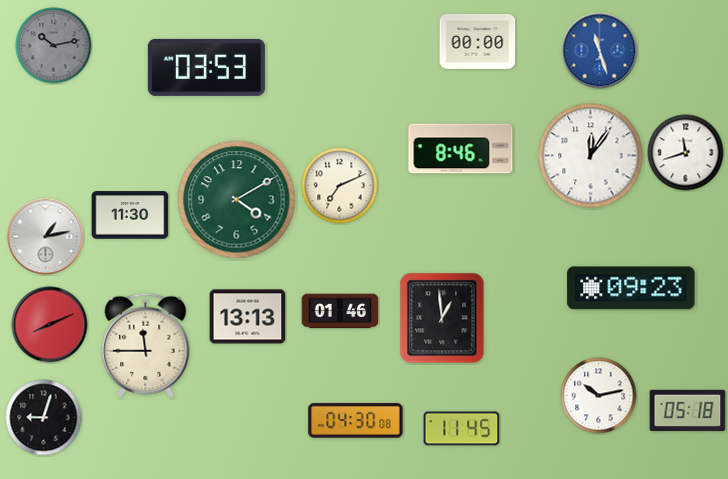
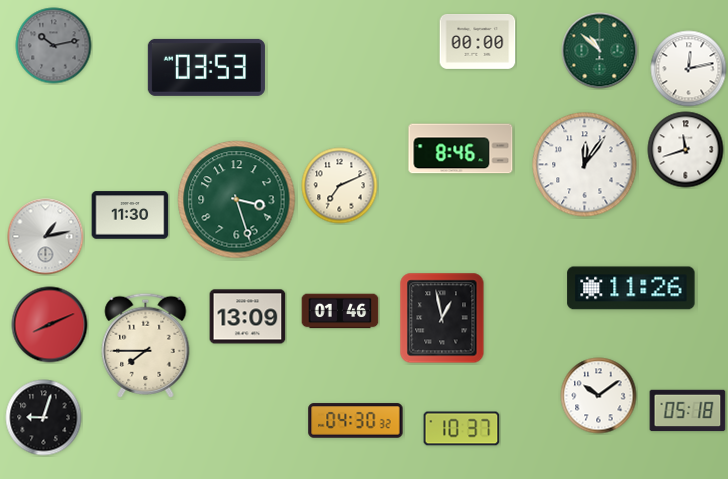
clock at (600, 51): 11:27 -> 10:52
clock at (600, 51) dial: blue -> green
clock at (689, 69): none -> 12:13
clock at (686, 153) position: (686, 153) -> (686, 150)
clock at (591, 156) position: (591, 156) -> (585, 165)
clock at (237, 200): 4:10 -> 3:27
clock at (631, 288): 09:23 -> 11:26
clock at (248, 317): 13:13 -> 13:09
clock at (442, 318): 12:59 -> 12:58
clock at (146, 345): 11:45 -> 7:45
clock at (599, 396): 10:13 -> 10:09
clock at (356, 421): 04:30:08 -> 04:30:32
clock at (462, 429): 11:45 -> 10:37
